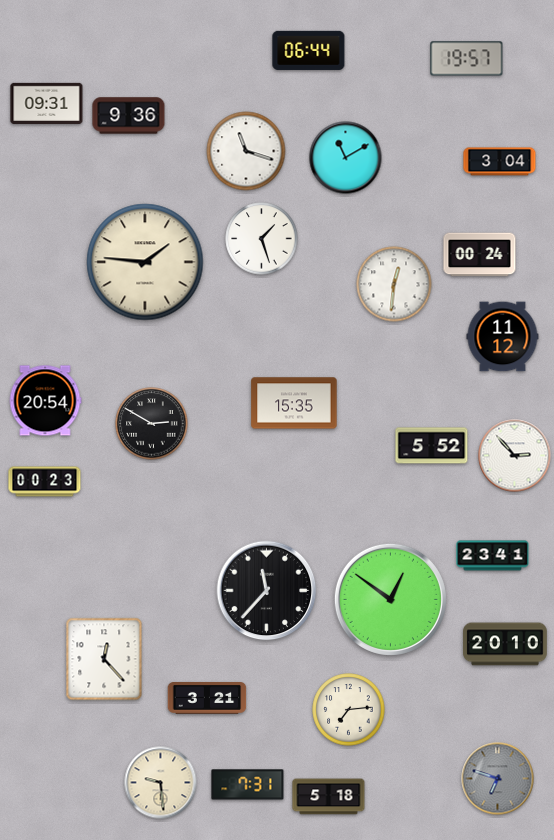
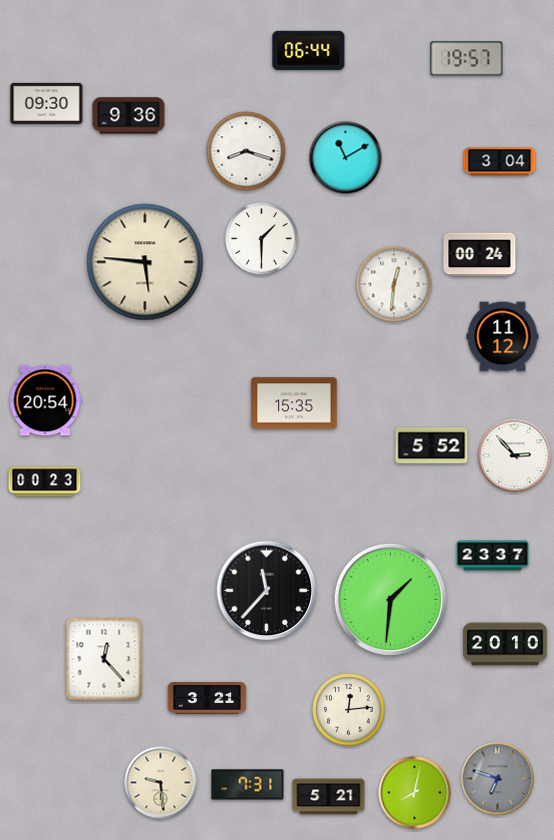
clock at (47, 103): 09:31 -> 09:30
clock at (246, 151): 11:18 -> 8:18
clock at (262, 239): 1:27 -> 1:30
clock at (145, 262): 1:46 -> 5:46
clock at (152, 424): 2:50 -> none
clock at (493, 556): 23:41 -> 23:37
clock at (390, 599): 12:51 -> 1:31
clock at (349, 710): 7:14 -> 12:14
clock at (415, 793): none -> 8:02
clock at (329, 797): 5:18 -> 5:21
